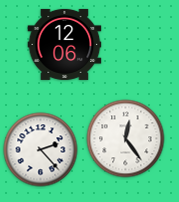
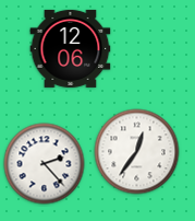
clock at (126, 139): 12:24 -> 12:36
